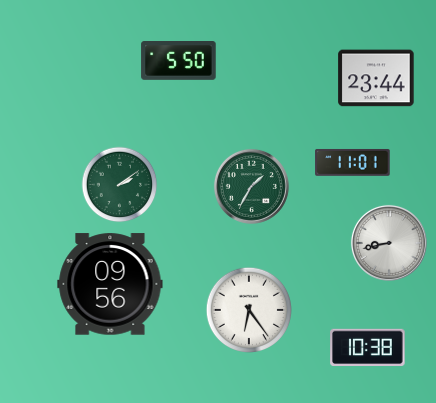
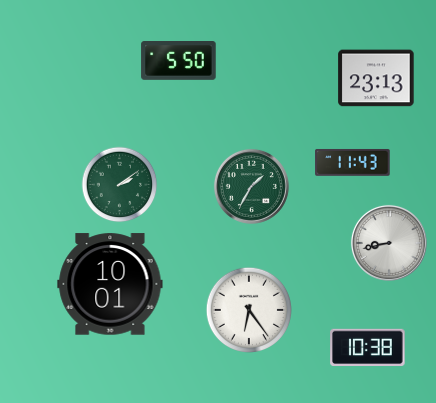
clock at (376, 78): 23:44 -> 23:13
clock at (353, 162): 11:01 -> 11:43
clock at (110, 284): 09:56 -> 10:01
